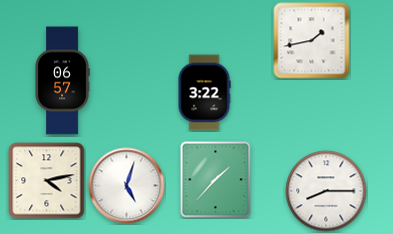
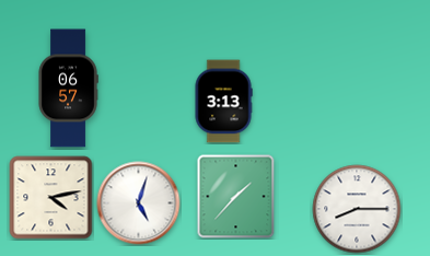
clock at (312, 41): 1:43 -> none
clock at (204, 93): 3:22 -> 3:13
